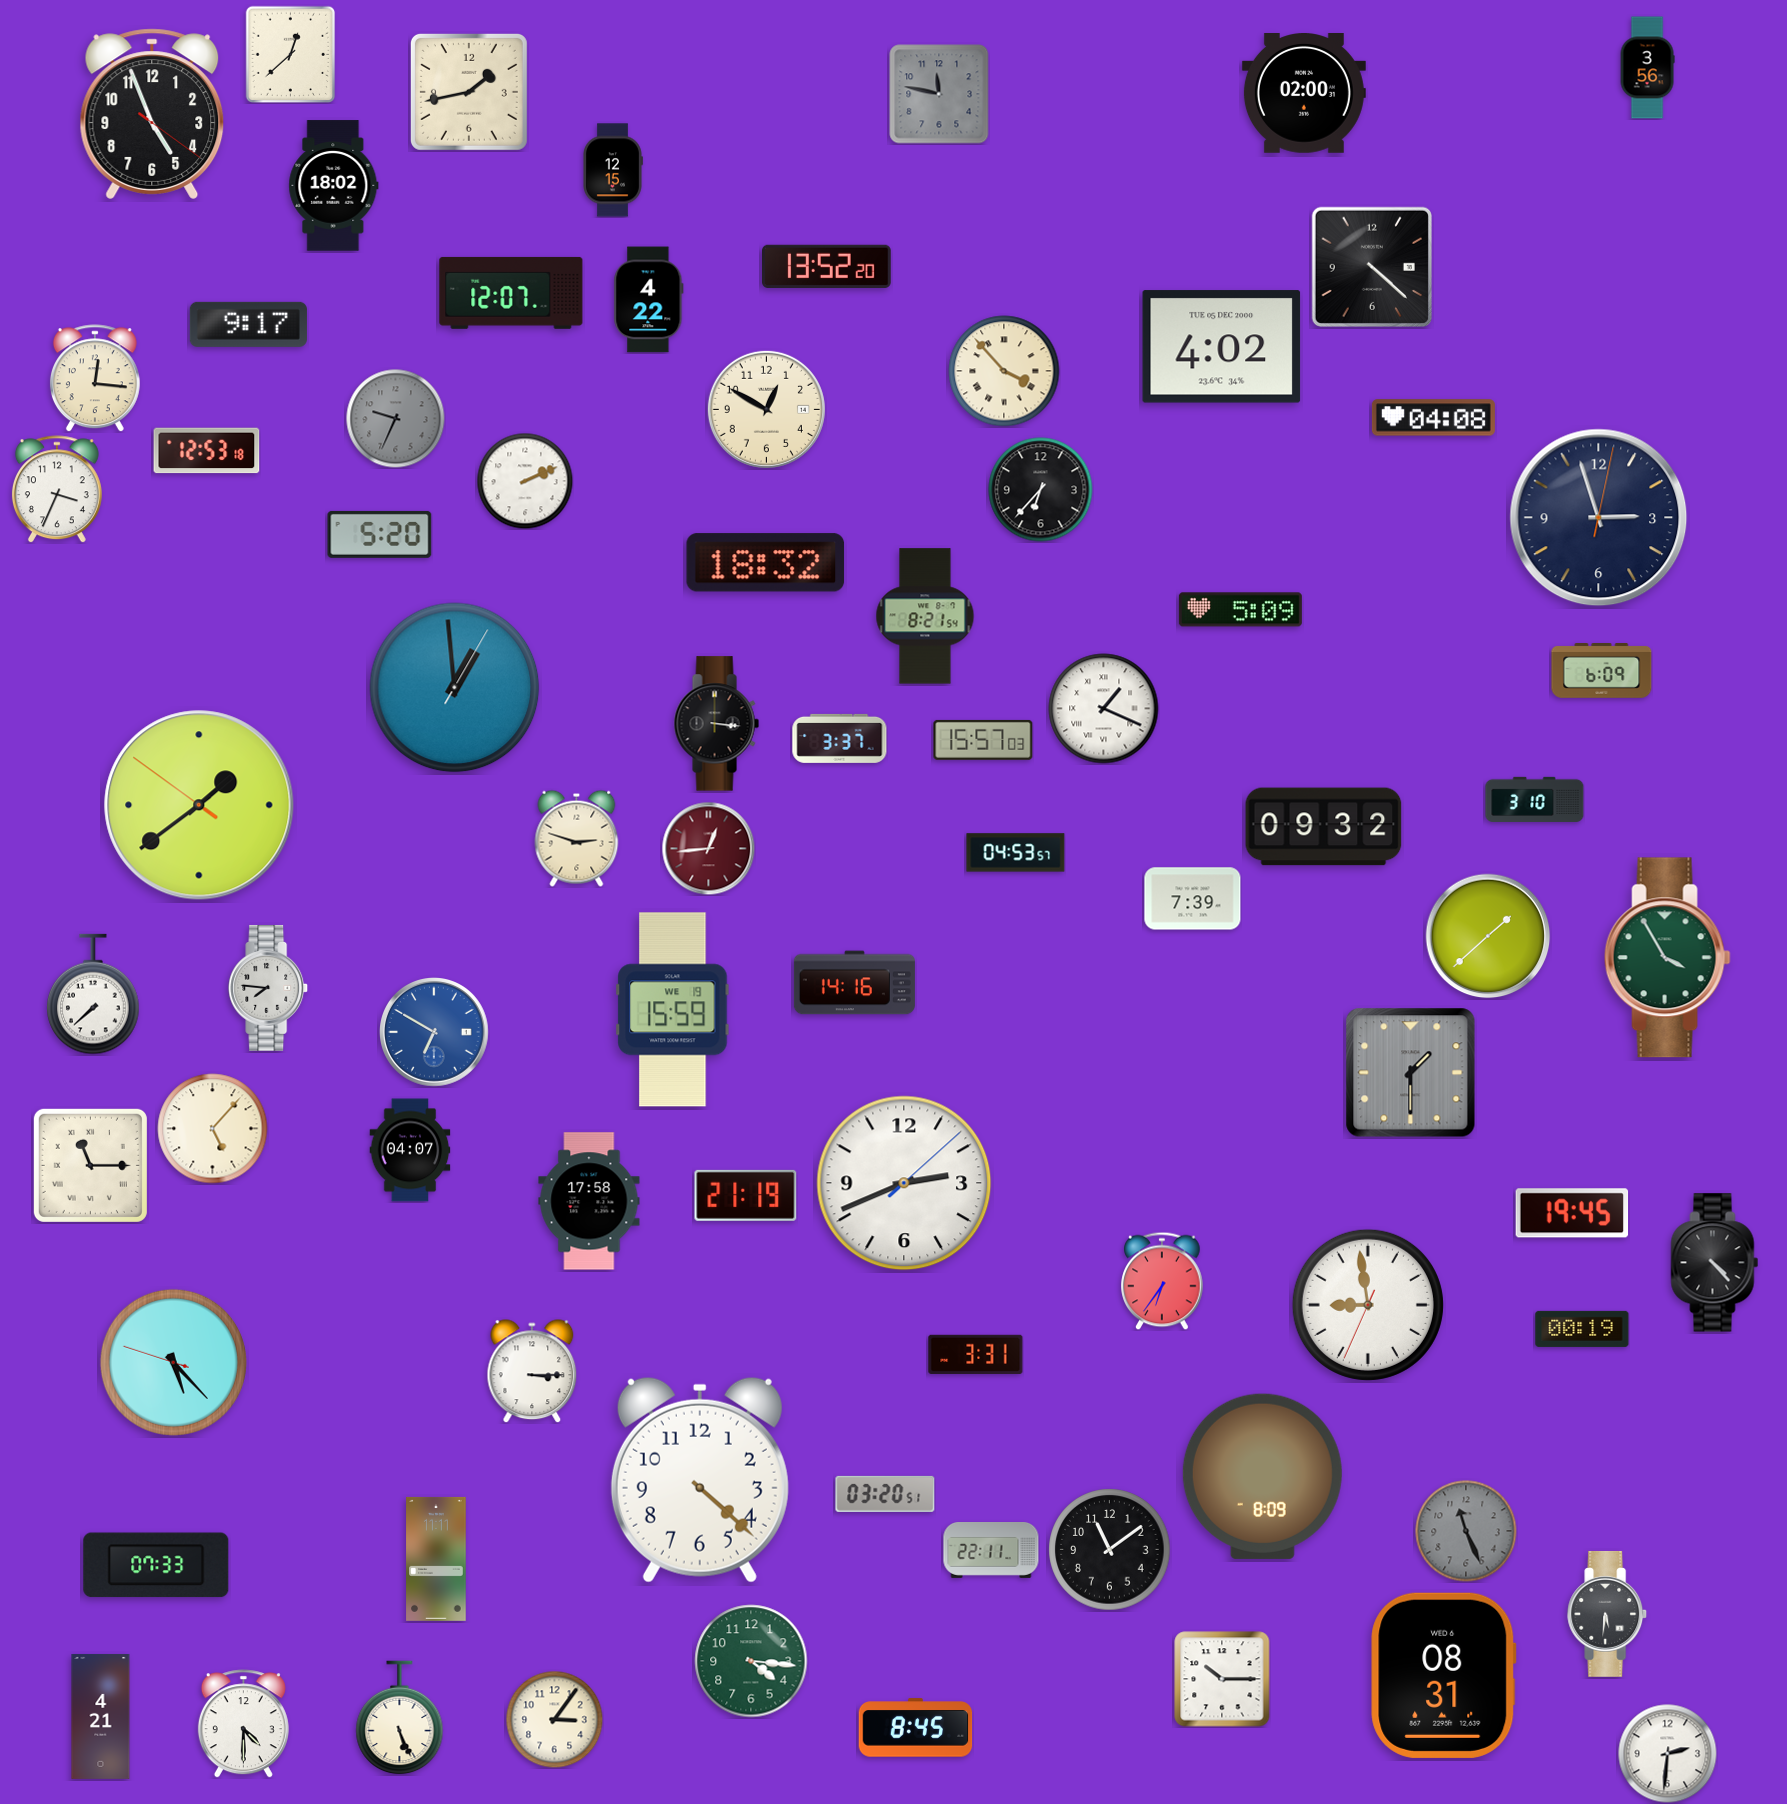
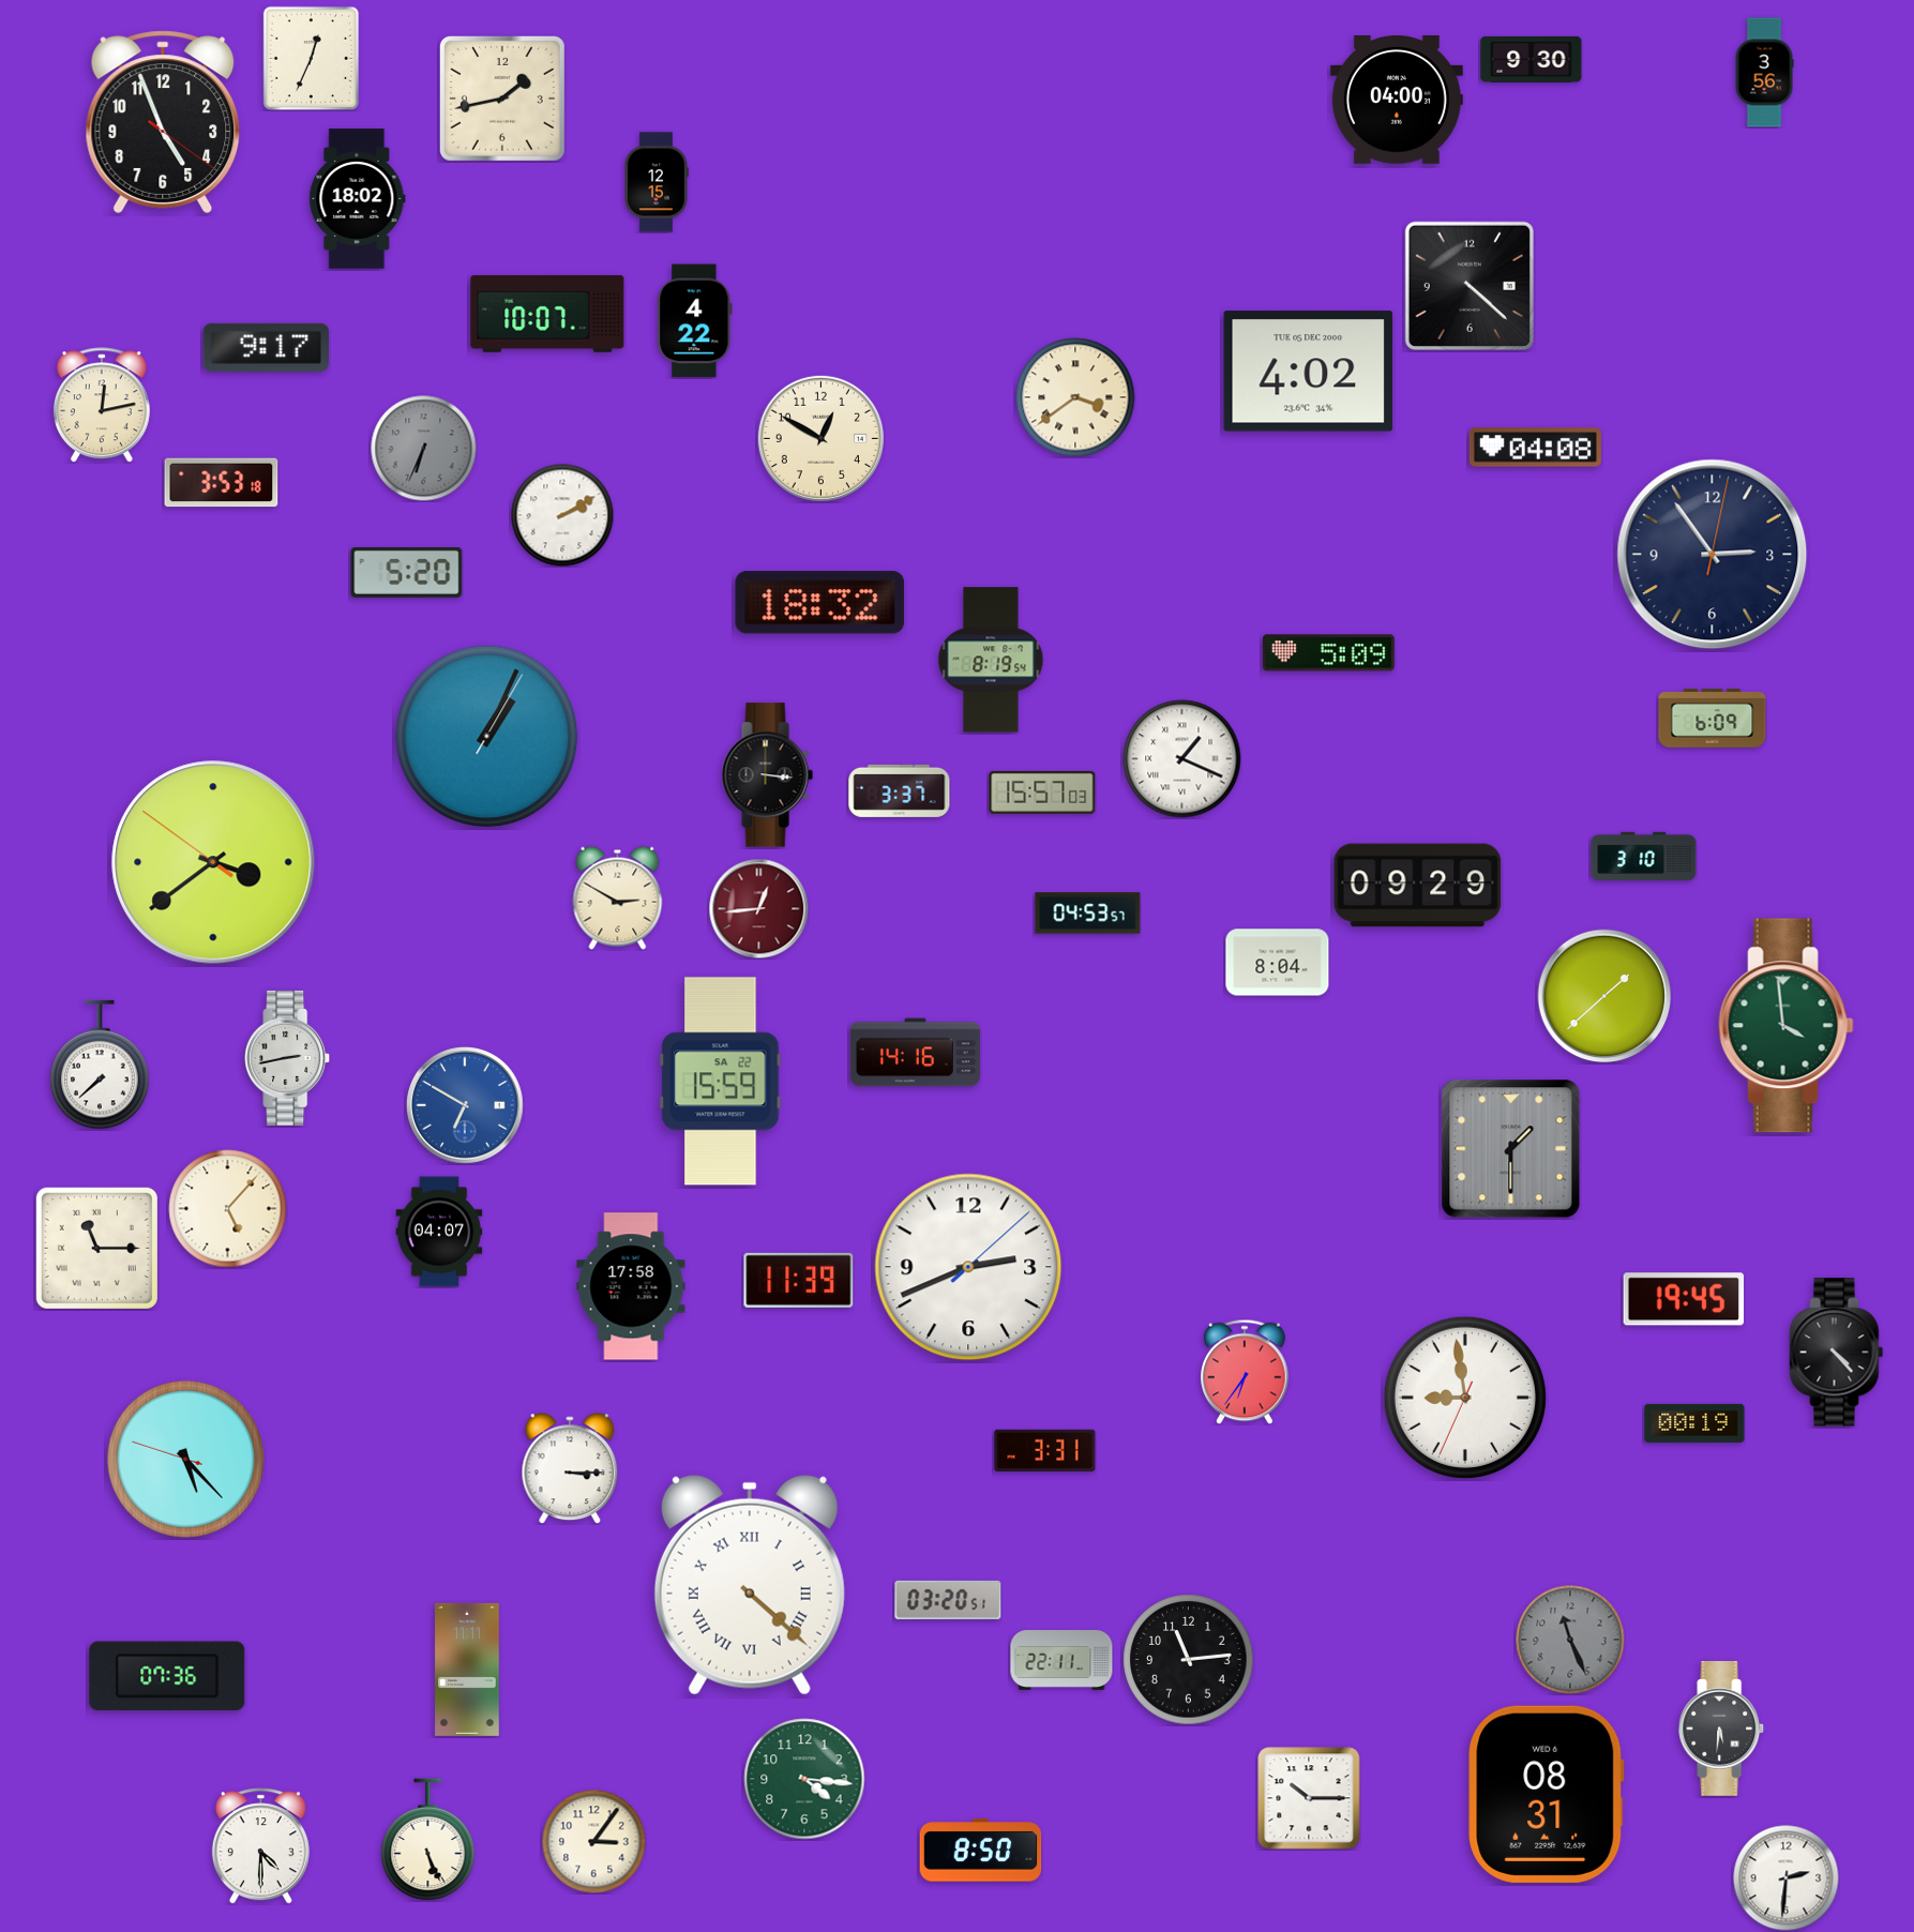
clock at (291, 54): 12:38 -> 12:34
clock at (1532, 59): none -> 9:30
clock at (939, 94): 11:47 -> none
clock at (1304, 94): 02:00 -> 04:00
clock at (827, 266): 13:52 -> none
clock at (511, 293): 12:07 -> 10:07
clock at (1004, 371): 3:53 -> 3:39
clock at (95, 378): 12:16 -> 12:13
clock at (396, 419): 9:34 -> 6:34
clock at (207, 451): 12:53 -> 3:53
clock at (525, 481): 2:11 -> 2:10
clock at (57, 489): 3:34 -> none
clock at (1041, 490): 6:37 -> none
clock at (1599, 518): 2:57 -> 2:54
clock at (925, 616): 8:21 -> 8:19
clock at (1602, 671) position: (1602, 671) -> (1713, 719)
clock at (455, 688): 12:59 -> 1:04
clock at (983, 740) position: (983, 740) -> (1042, 793)
clock at (199, 805): 1:38 -> 3:38
clock at (1324, 827): 09:32 -> 09:29
clock at (577, 838): 2:48 -> 2:50
clock at (1193, 899): 7:39 -> 8:04
clock at (1488, 936) position: (1488, 936) -> (1604, 996)
clock at (1667, 958): 3:55 -> 3:59
clock at (269, 988): 7:46 -> 2:43
clock at (673, 1010) date: WE 19 -> SA 22
clock at (746, 1195): 21:19 -> 11:39
clock at (1262, 1476): 8:09 -> none
clock at (700, 1480) numerals: Arabic -> Roman
clock at (1110, 1550): 11:09 -> 11:14
clock at (156, 1565): 07:33 -> 07:36
clock at (101, 1716): 4:21 -> none
clock at (916, 1728): 8:45 -> 8:50
